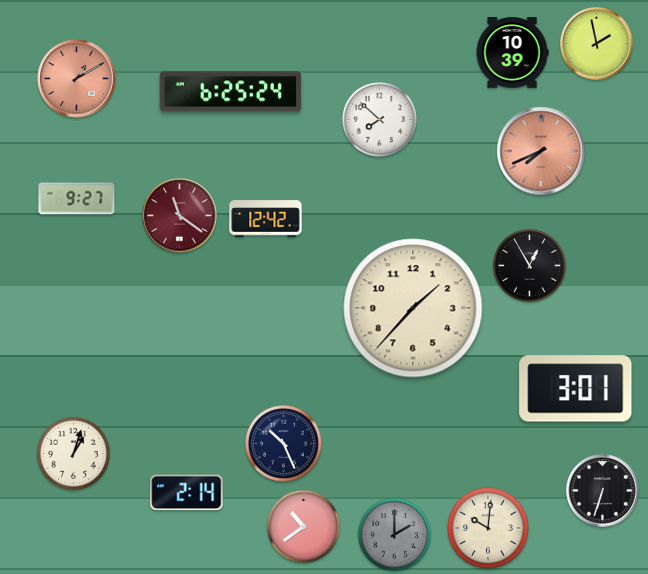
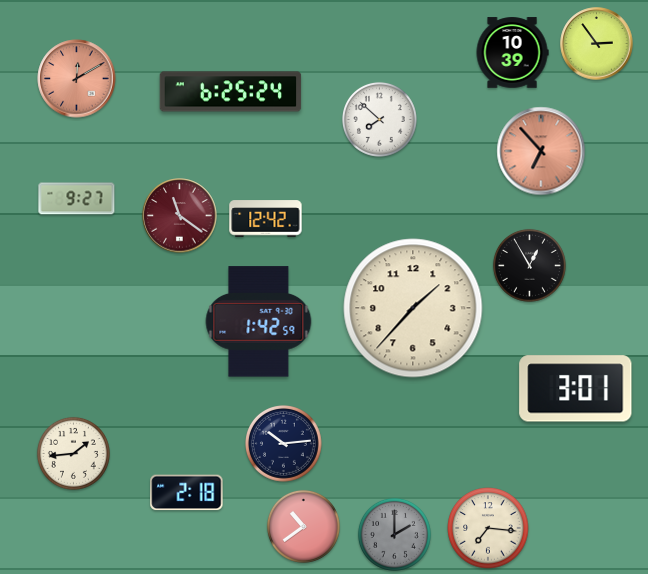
clock at (597, 44): 1:58 -> 2:54
clock at (77, 79): 1:10 -> 12:10
clock at (541, 151): 7:41 -> 6:53
clock at (259, 322): none -> 1:42
clock at (284, 444): 10:26 -> 10:14
clock at (73, 453): 1:03 -> 1:44
clock at (603, 491): 6:33 -> none
clock at (187, 493): 2:14 -> 2:18
clock at (488, 528): 10:01 -> 7:16
